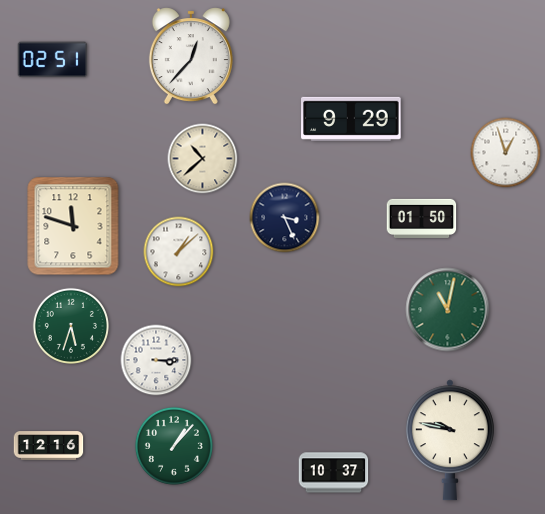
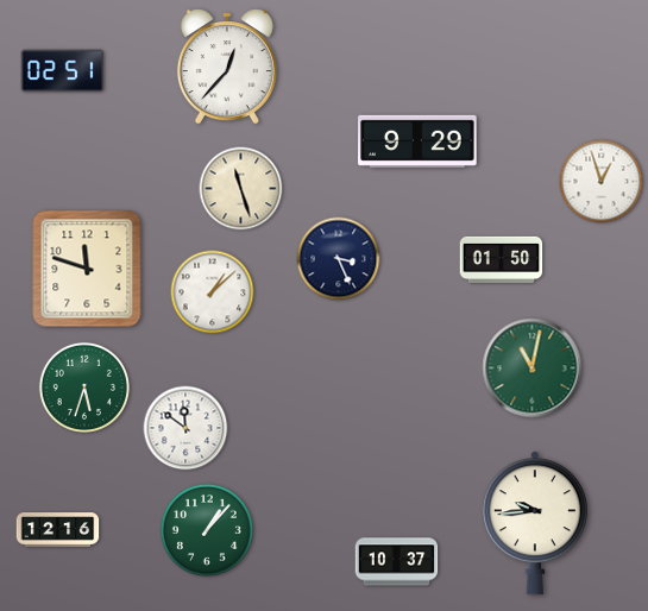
clock at (203, 159): 10:38 -> 11:27
clock at (179, 252) position: (179, 252) -> (213, 292)
clock at (156, 360): 3:15 -> 11:51
clock at (450, 440): 9:47 -> 9:44
